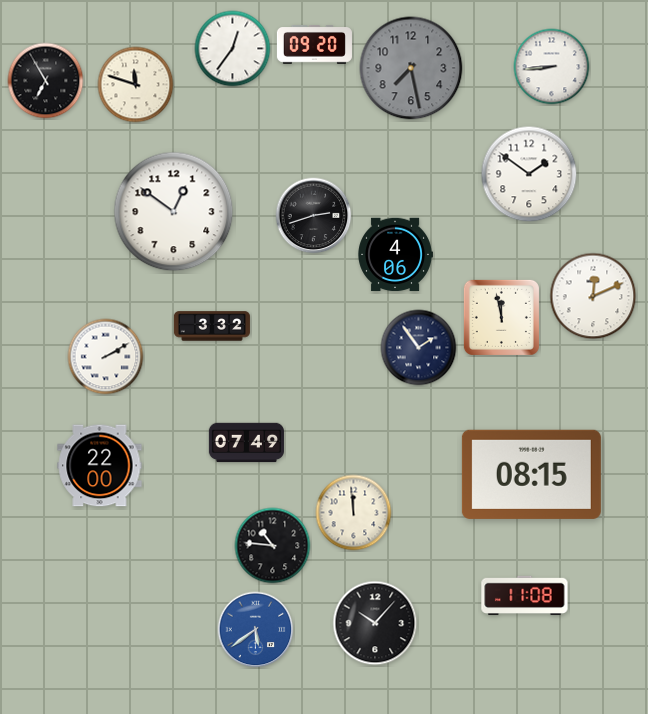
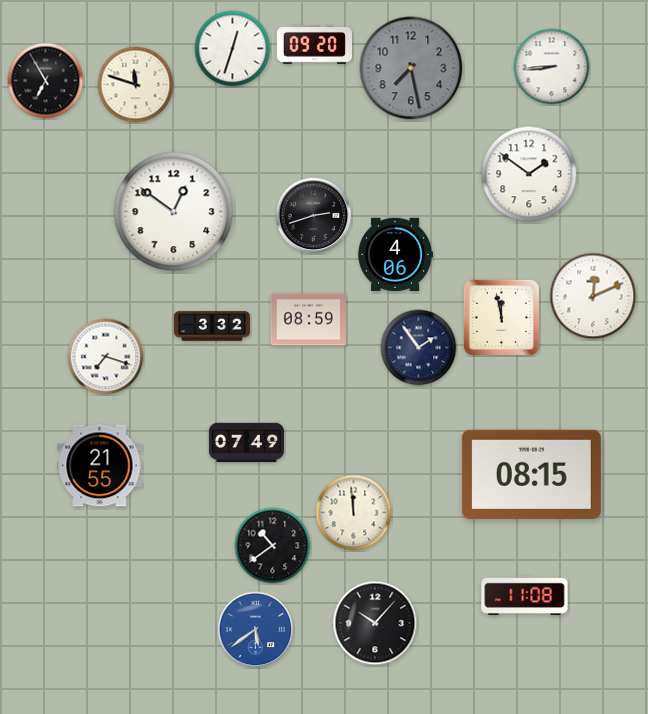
clock at (233, 49): 12:36 -> 12:33
clock at (308, 320): none -> 08:59
clock at (106, 357): 2:10 -> 7:18
clock at (100, 466): 22:00 -> 21:55
clock at (273, 546): 10:46 -> 10:39
